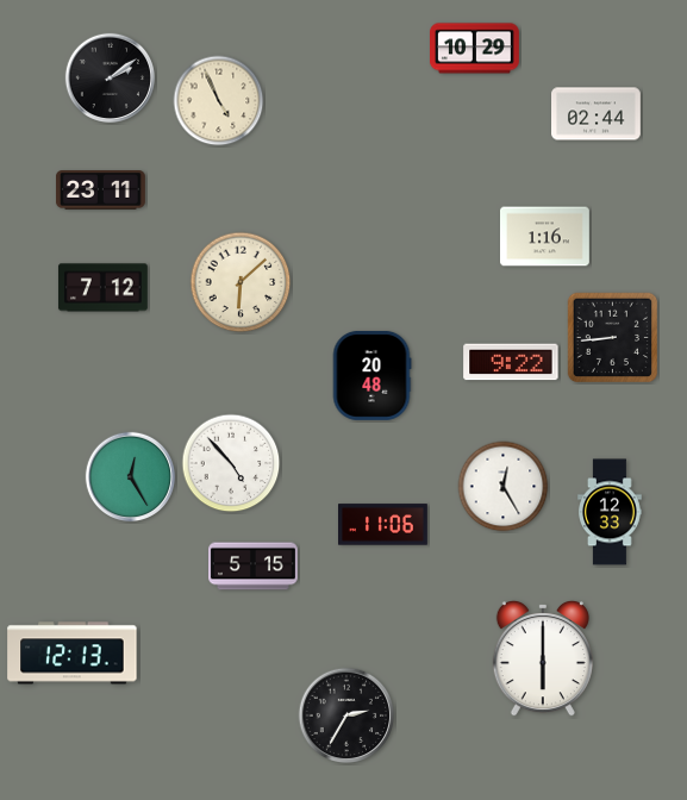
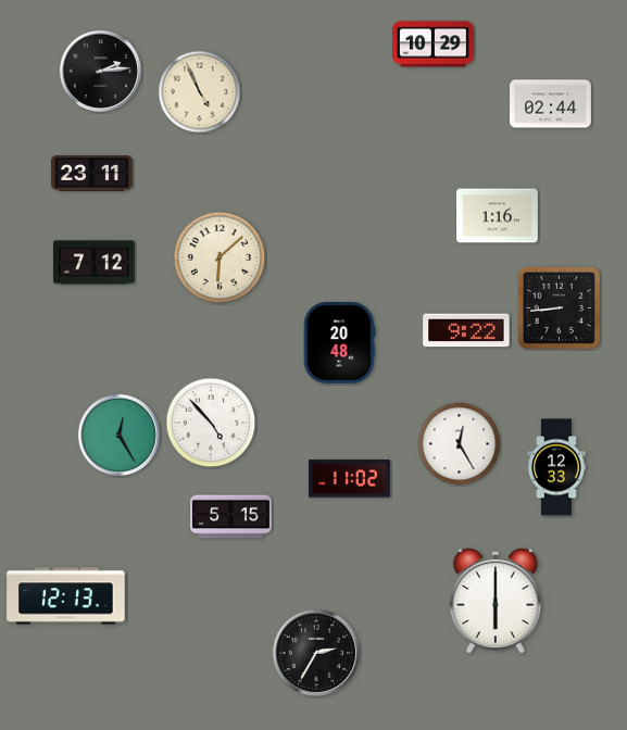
clock at (110, 77): 2:09 -> 2:14
clock at (597, 114) position: (597, 114) -> (551, 104)
clock at (383, 525): 11:06 -> 11:02
